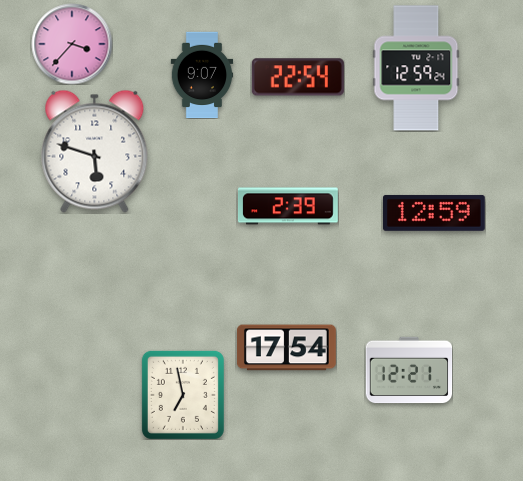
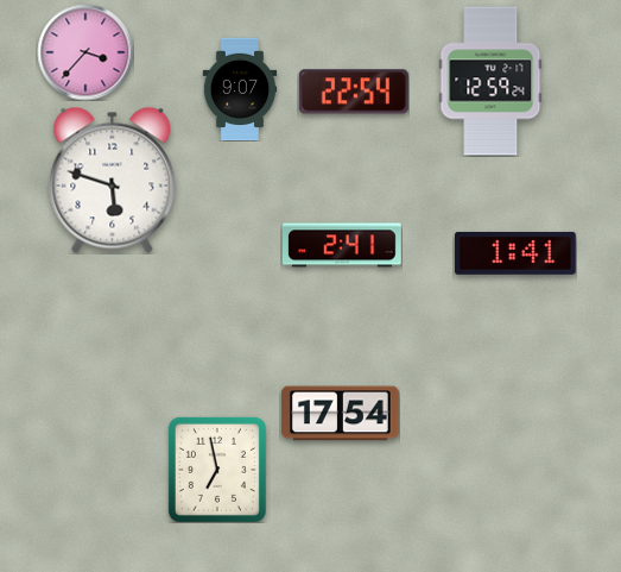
clock at (416, 68) position: (416, 68) -> (490, 81)
clock at (288, 206): 2:39 -> 2:41
clock at (434, 213): 12:59 -> 1:41
clock at (409, 370): 12:21 -> none
